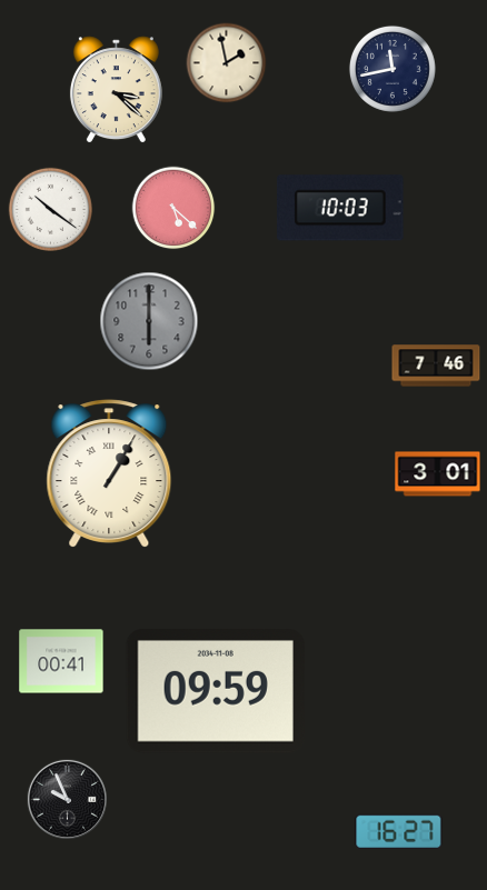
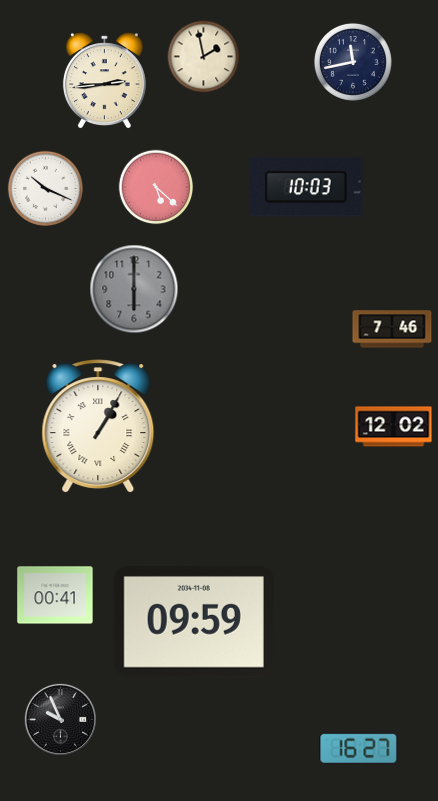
clock at (116, 90): 3:22 -> 2:44
clock at (50, 209): 10:21 -> 10:19
clock at (438, 474): 3:01 -> 12:02
